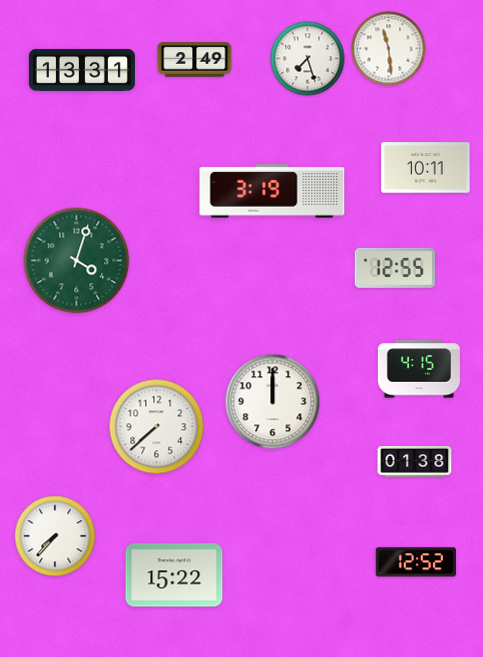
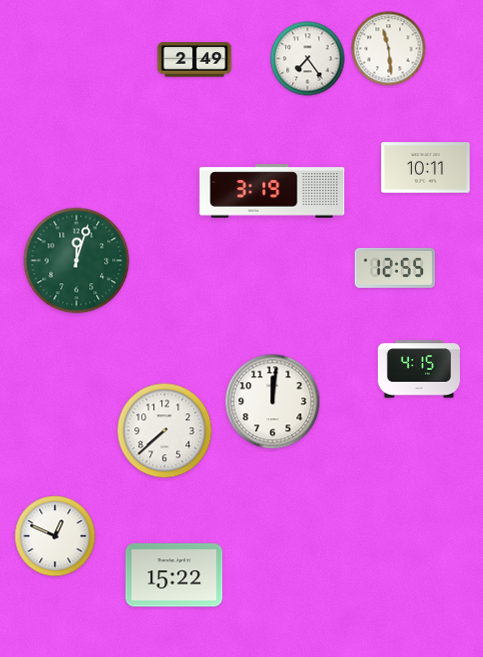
clock at (308, 59): 7:27 -> 7:24
clock at (82, 70): 13:31 -> none
clock at (77, 261): 4:03 -> 12:03
clock at (273, 402): 12:00 -> 12:01
clock at (157, 427) position: (157, 427) -> (165, 431)
clock at (415, 462): 01:38 -> none
clock at (55, 536): 7:37 -> 12:49
clock at (415, 562): 12:52 -> none
